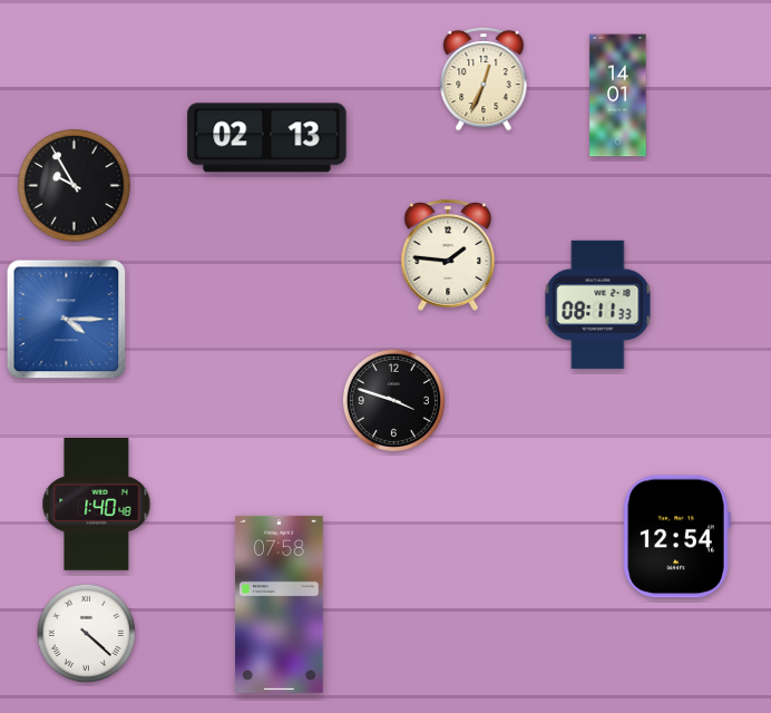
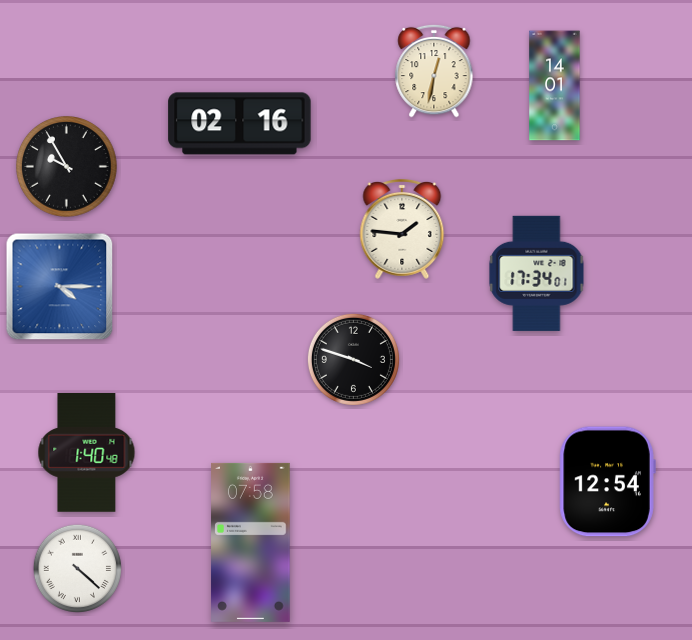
clock at (484, 79): 12:34 -> 12:32
clock at (267, 138): 02:13 -> 02:16
clock at (598, 304): 08:11 -> 17:34
